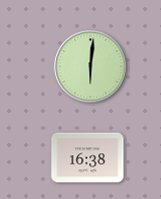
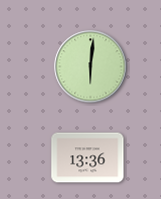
clock at (88, 158): 16:38 -> 13:36
